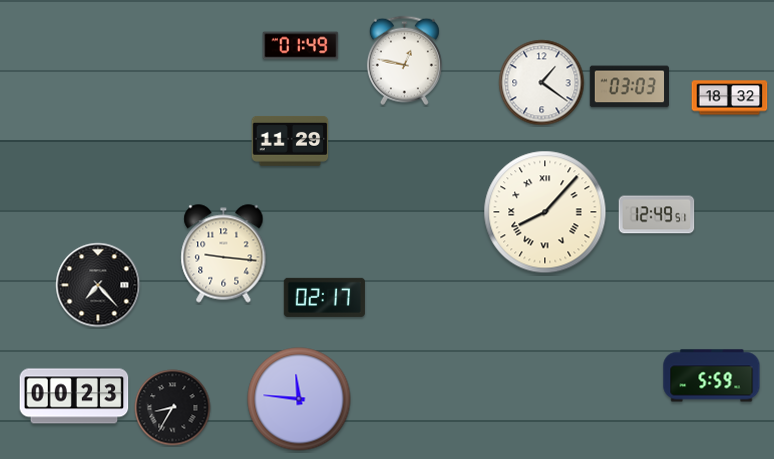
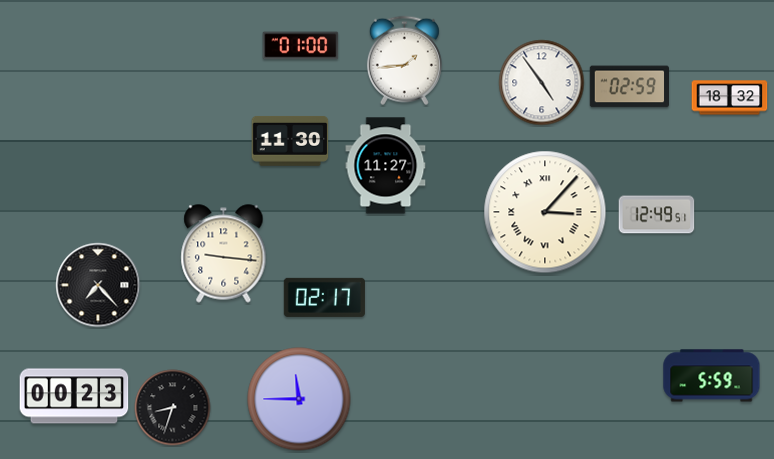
clock at (301, 46): 01:49 -> 01:00
clock at (404, 61): 12:47 -> 1:44
clock at (542, 83): 1:21 -> 4:54
clock at (629, 87): 03:03 -> 02:59
clock at (290, 141): 11:29 -> 11:30
clock at (386, 166): none -> 11:27
clock at (545, 212): 8:07 -> 3:07
clock at (299, 399): 11:46 -> 11:45
clock at (173, 408): 8:35 -> 8:33
